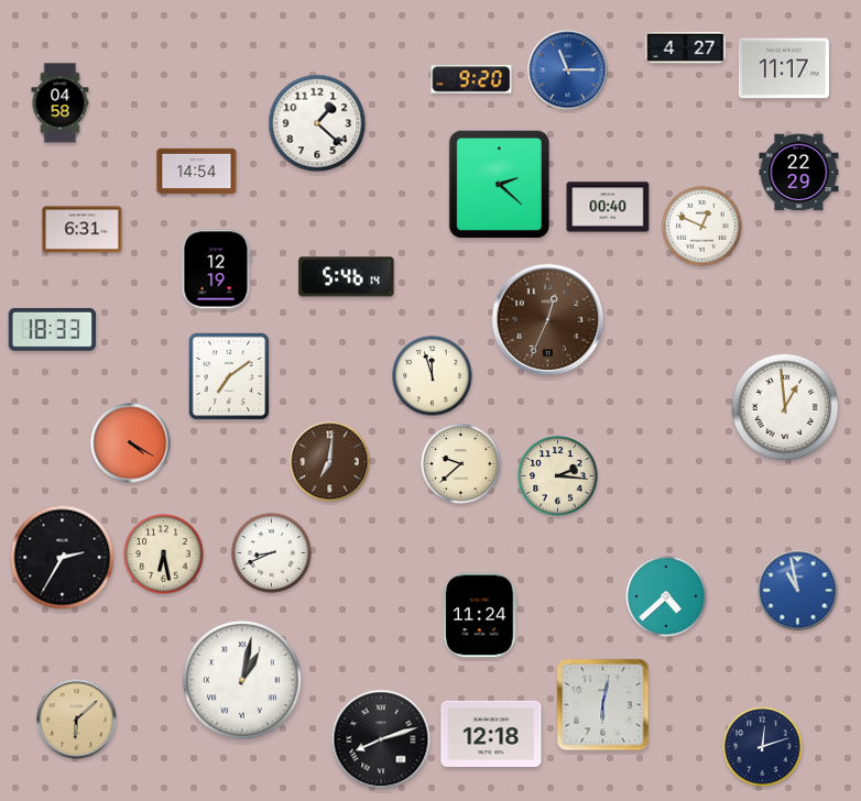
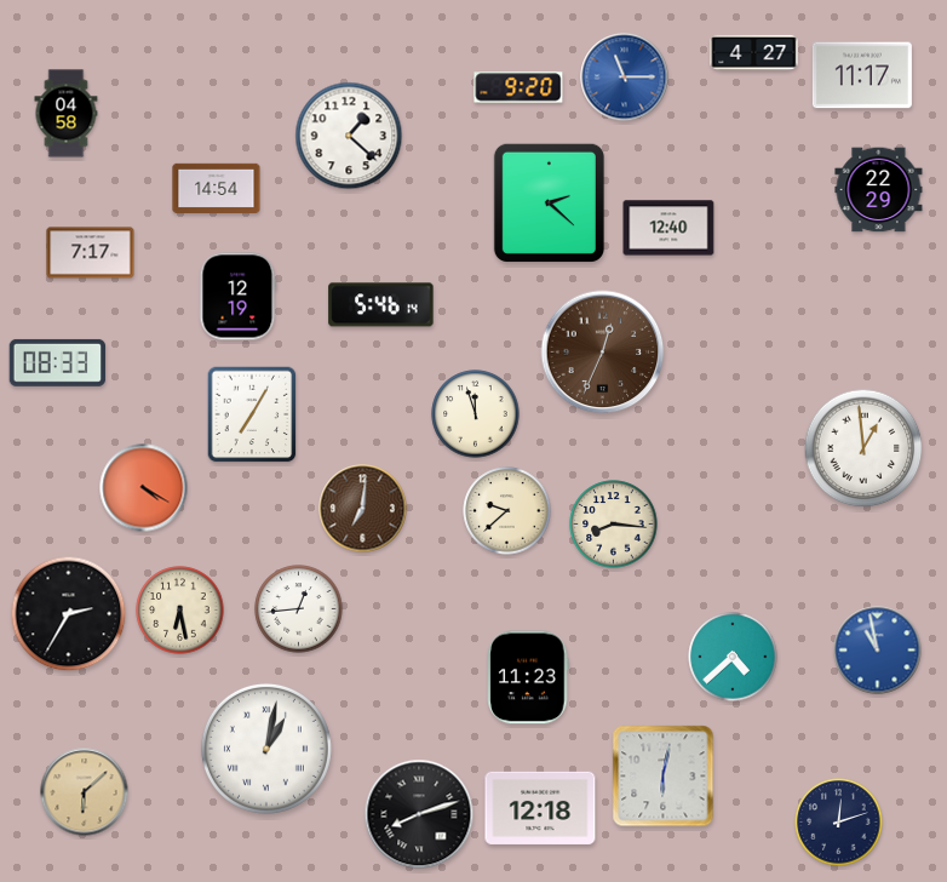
clock at (608, 207): 00:40 -> 12:40
clock at (702, 227): 12:49 -> none
clock at (83, 230): 6:31 -> 7:17
clock at (53, 329): 18:33 -> 08:33
clock at (229, 376): 7:09 -> 7:05
clock at (558, 476): 2:16 -> 8:16
clock at (272, 553): 8:41 -> 12:44
clock at (480, 615): 11:24 -> 11:23
